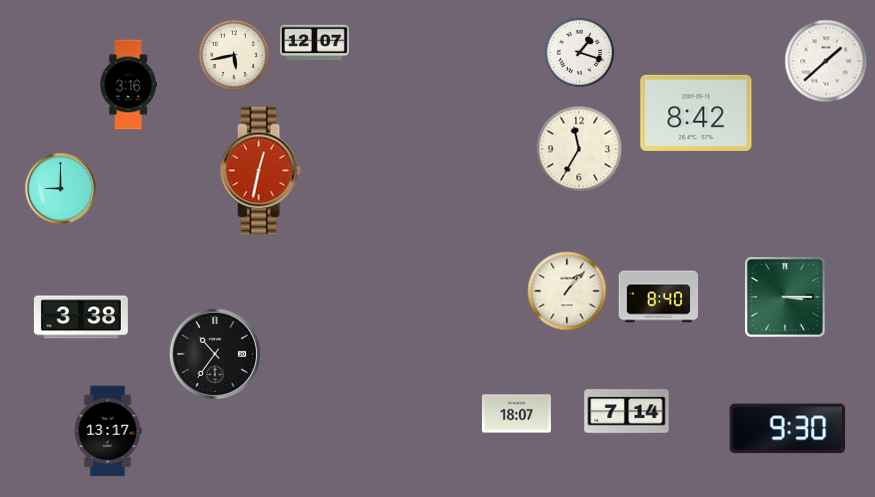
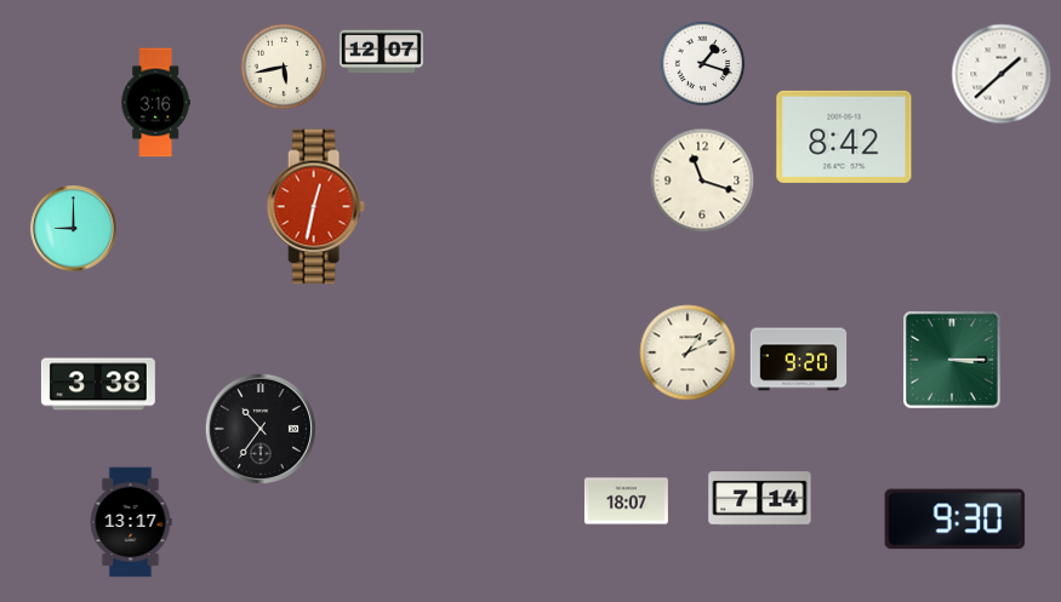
clock at (579, 149): 11:35 -> 11:18
clock at (567, 291): 1:07 -> 1:11
clock at (659, 297): 8:40 -> 9:20
